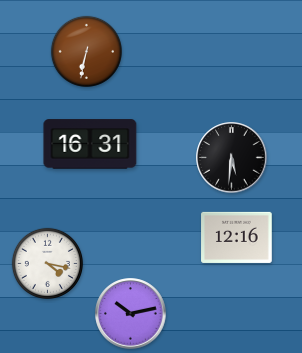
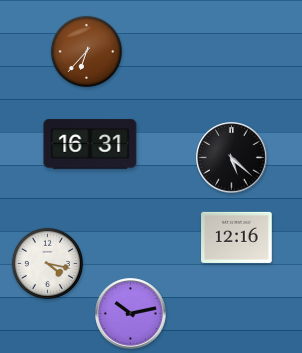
clock at (86, 51): 6:32 -> 6:37
clock at (232, 158): 5:31 -> 5:22
